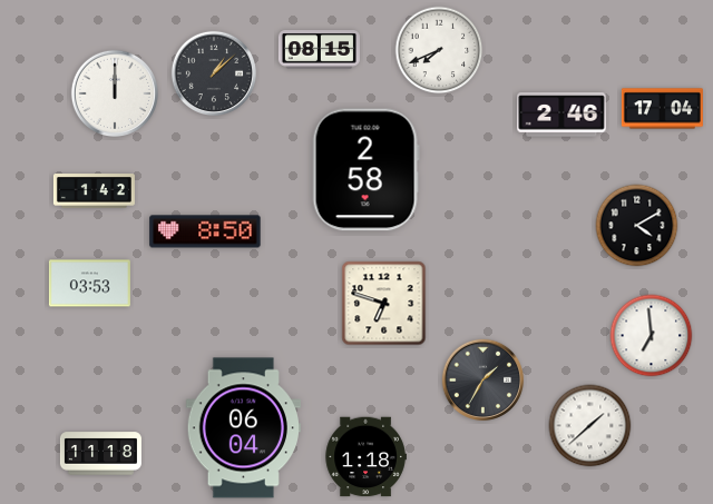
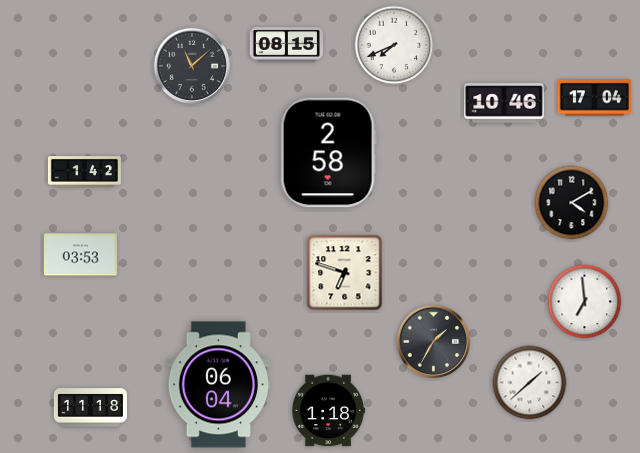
clock at (213, 72): 1:08 -> 11:08
clock at (114, 92): 12:00 -> none
clock at (561, 115): 2:46 -> 10:46
clock at (205, 231): 8:50 -> none
